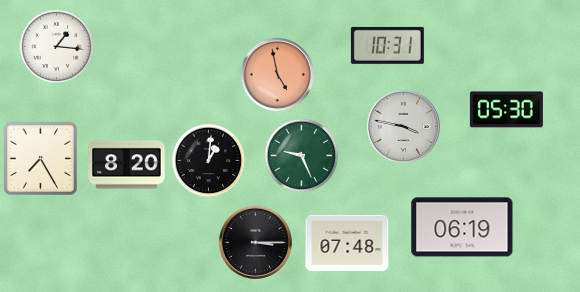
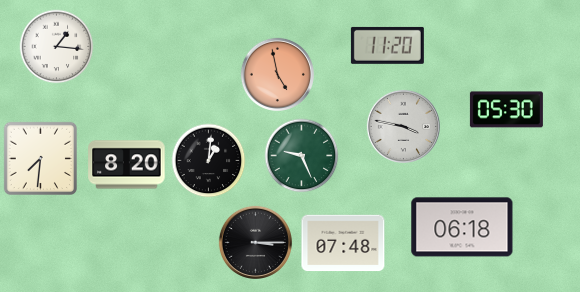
clock at (387, 45): 10:31 -> 11:20
clock at (40, 158): 7:25 -> 7:31
clock at (462, 227): 06:19 -> 06:18
clock at (347, 243) position: (347, 243) -> (343, 243)
